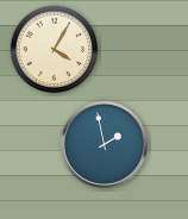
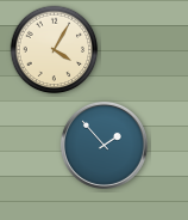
clock at (104, 144): 1:58 -> 1:53
